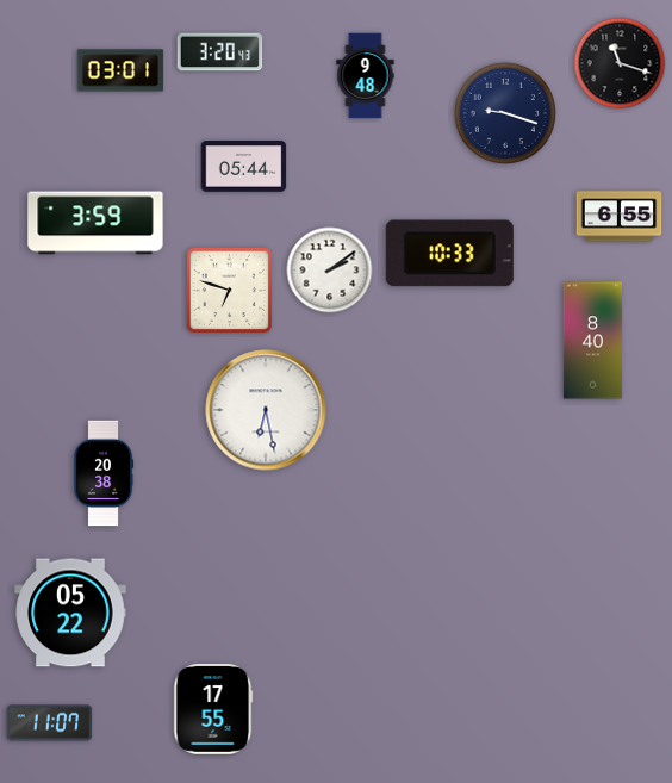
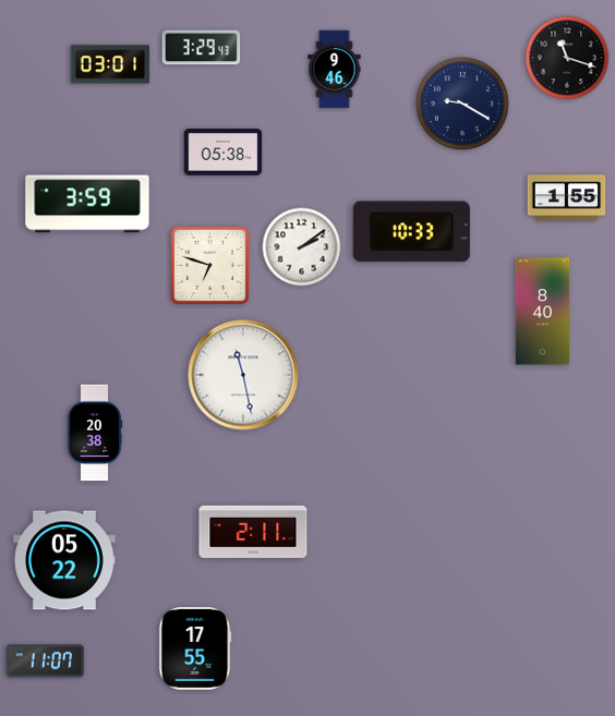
clock at (220, 52): 3:20 -> 3:29
clock at (366, 76): 9:48 -> 9:46
clock at (505, 113): 9:18 -> 9:20
clock at (244, 167): 05:44 -> 05:38
clock at (620, 217): 6:55 -> 1:55
clock at (266, 410): 6:28 -> 11:28
clock at (253, 532): none -> 2:11
